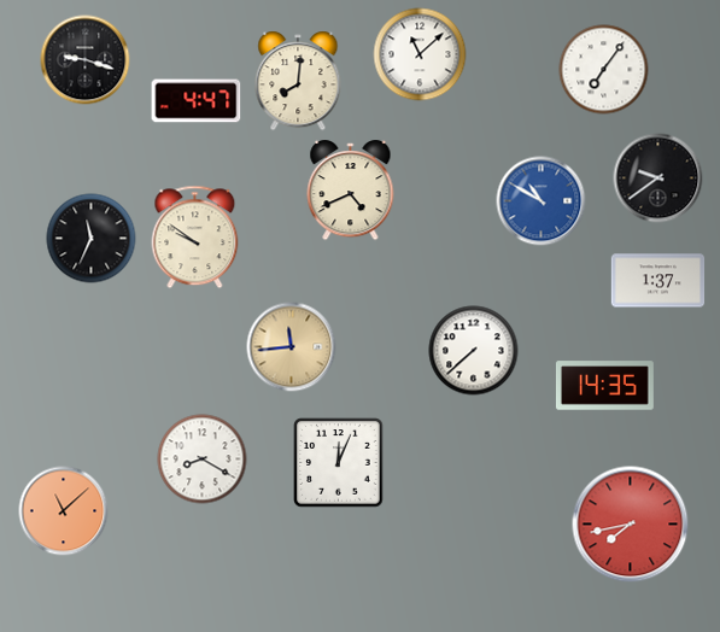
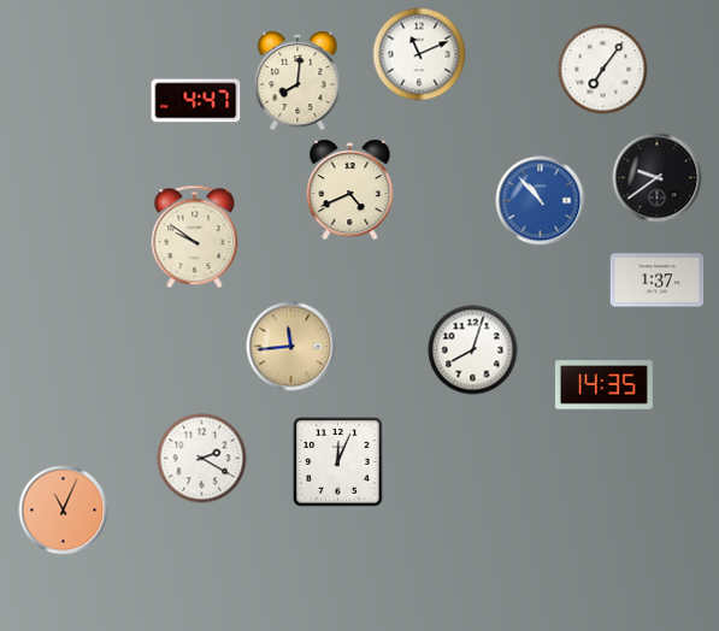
clock at (420, 54): 11:08 -> 11:11
clock at (86, 60): 9:18 -> none
clock at (542, 201): 10:50 -> 10:53
clock at (92, 239): 11:34 -> none
clock at (474, 351): 7:38 -> 8:03
clock at (203, 460): 8:20 -> 2:20
clock at (64, 511): 11:08 -> 11:04
clock at (631, 525): 7:43 -> none
